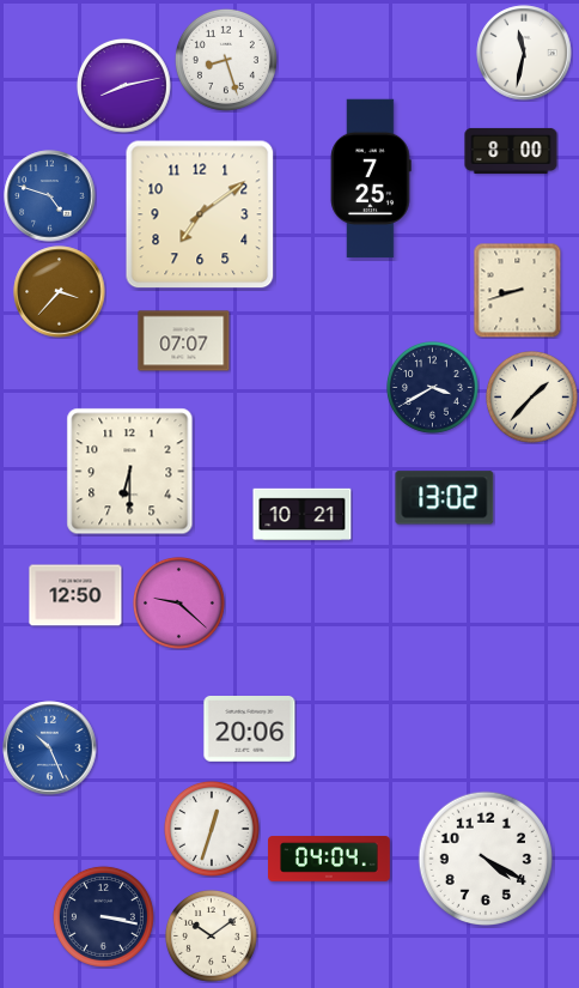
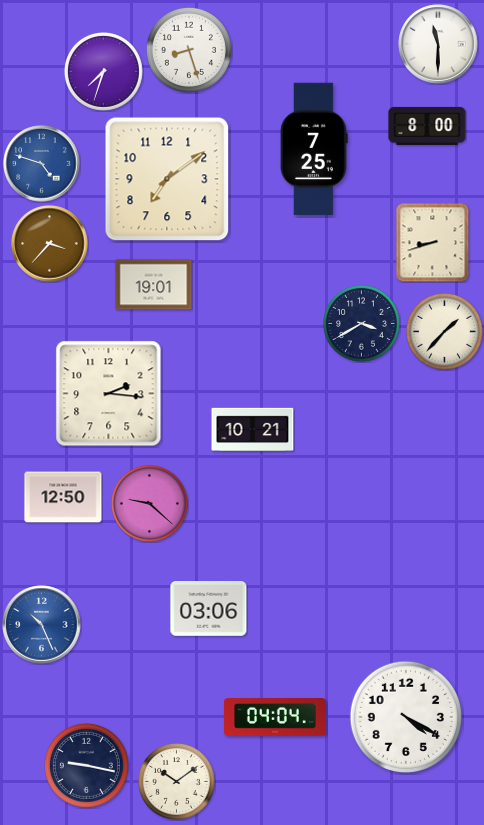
clock at (524, 53): 11:32 -> 11:30
clock at (123, 85): 8:13 -> 7:33
clock at (371, 178) position: (371, 178) -> (314, 149)
clock at (184, 341): 07:07 -> 19:01
clock at (130, 472): 6:30 -> 2:16
clock at (445, 498): 13:02 -> none
clock at (250, 729): 20:06 -> 03:06
clock at (212, 829): 12:33 -> none
clock at (103, 916): 3:17 -> 9:17
